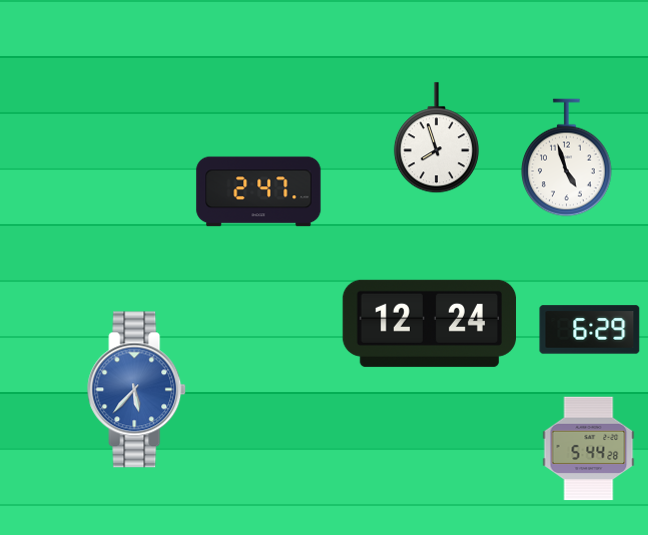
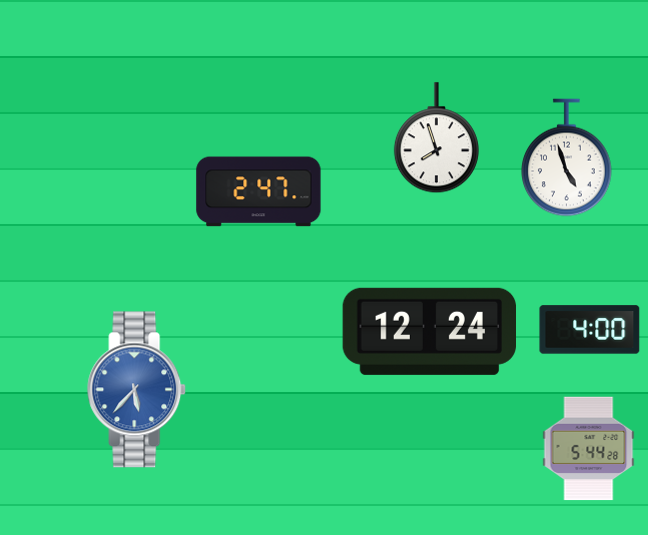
clock at (429, 323) position: (429, 323) -> (429, 331)
clock at (590, 330): 6:29 -> 4:00
